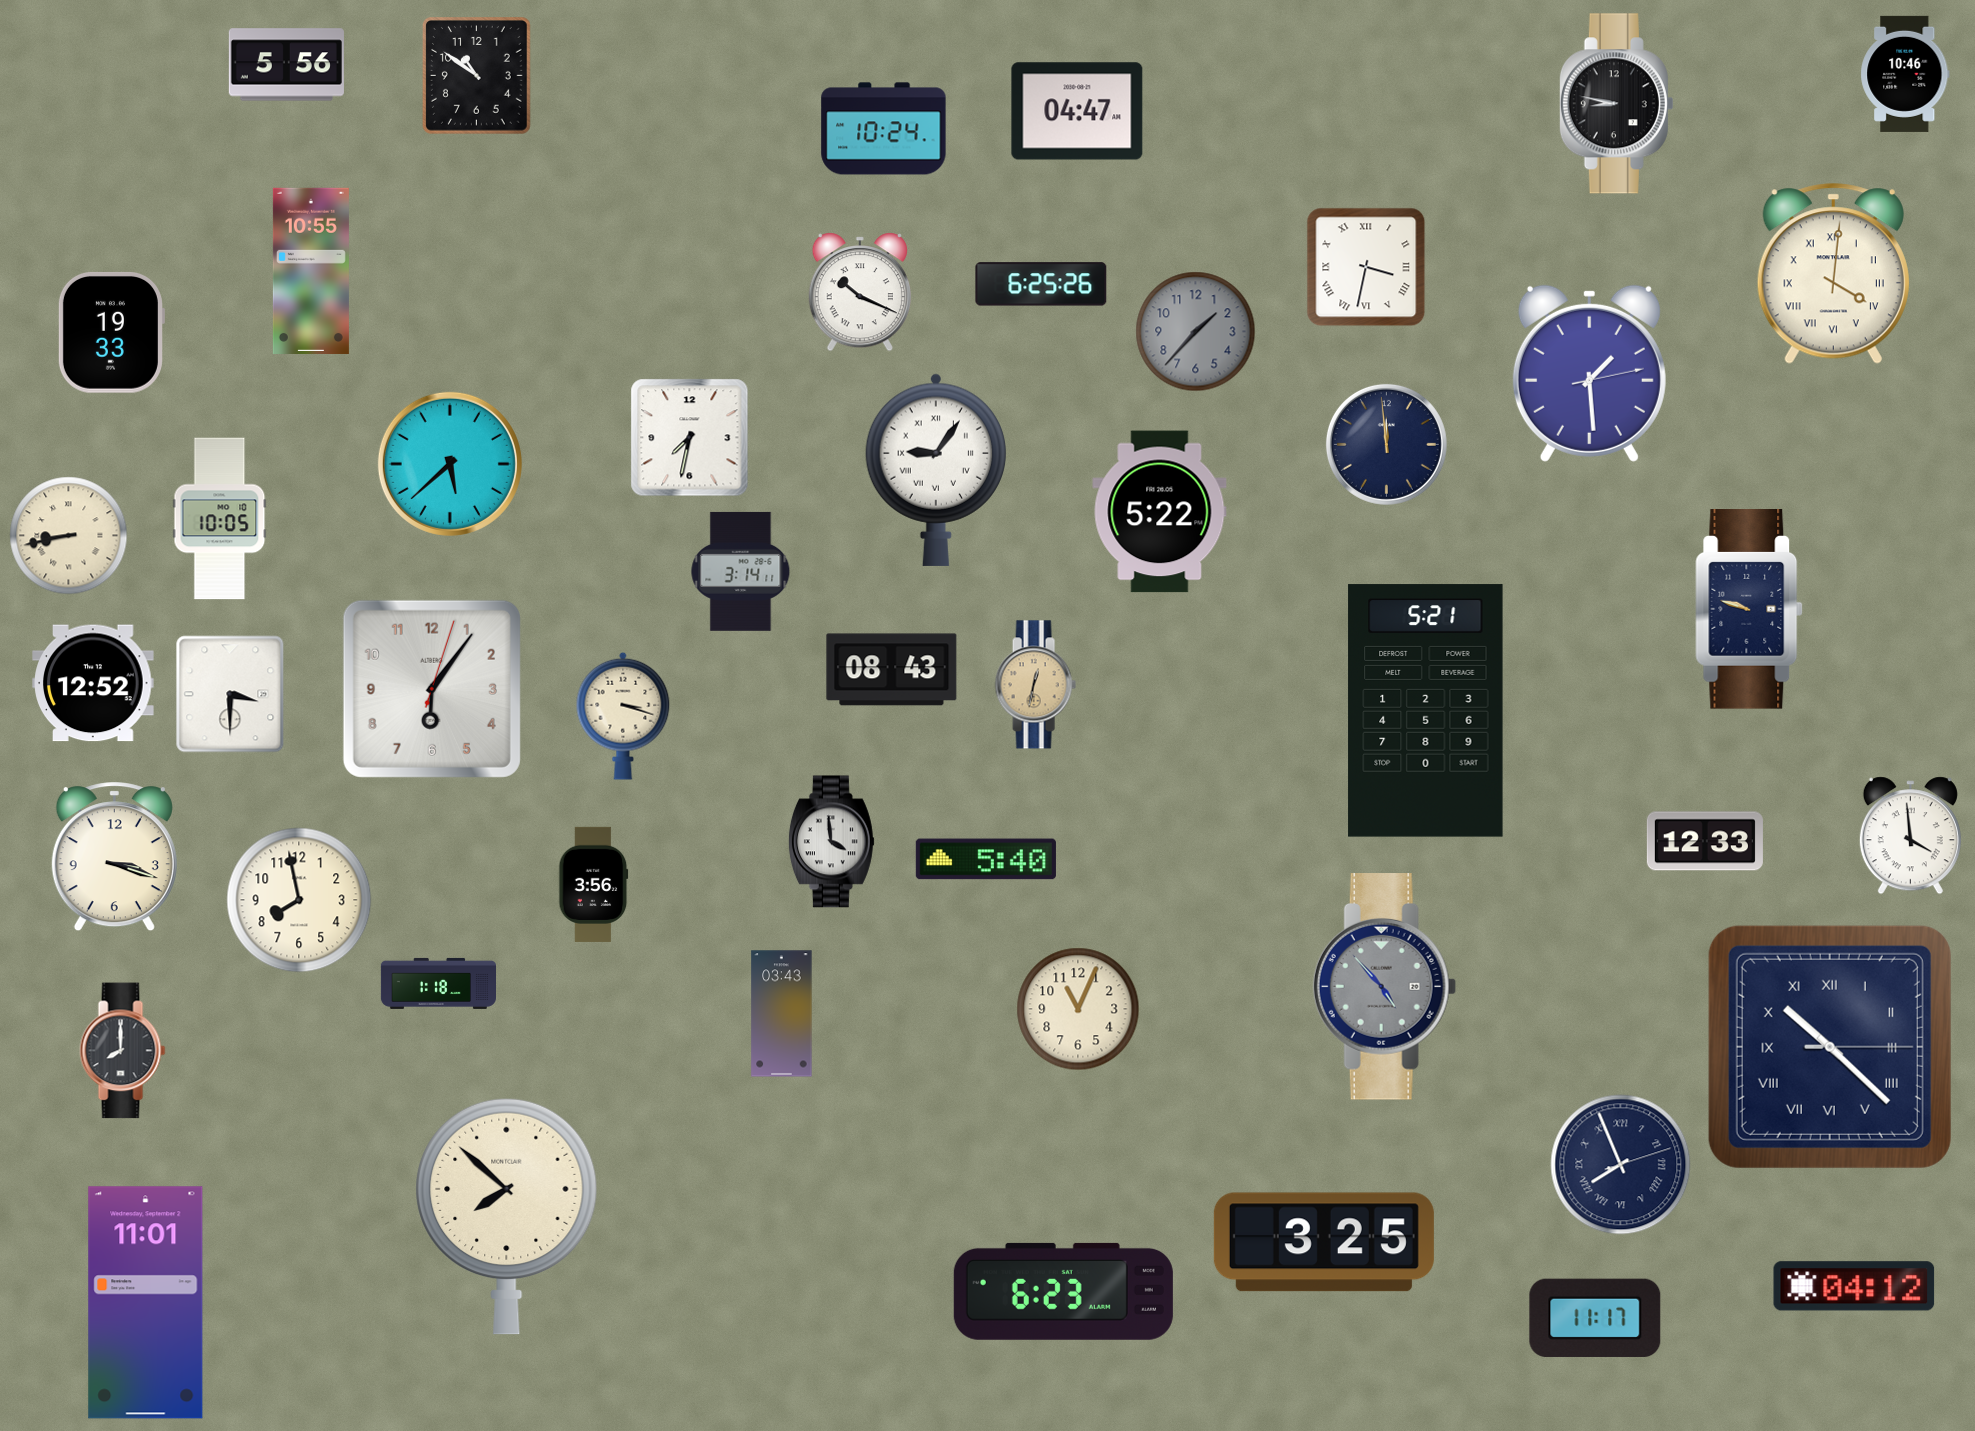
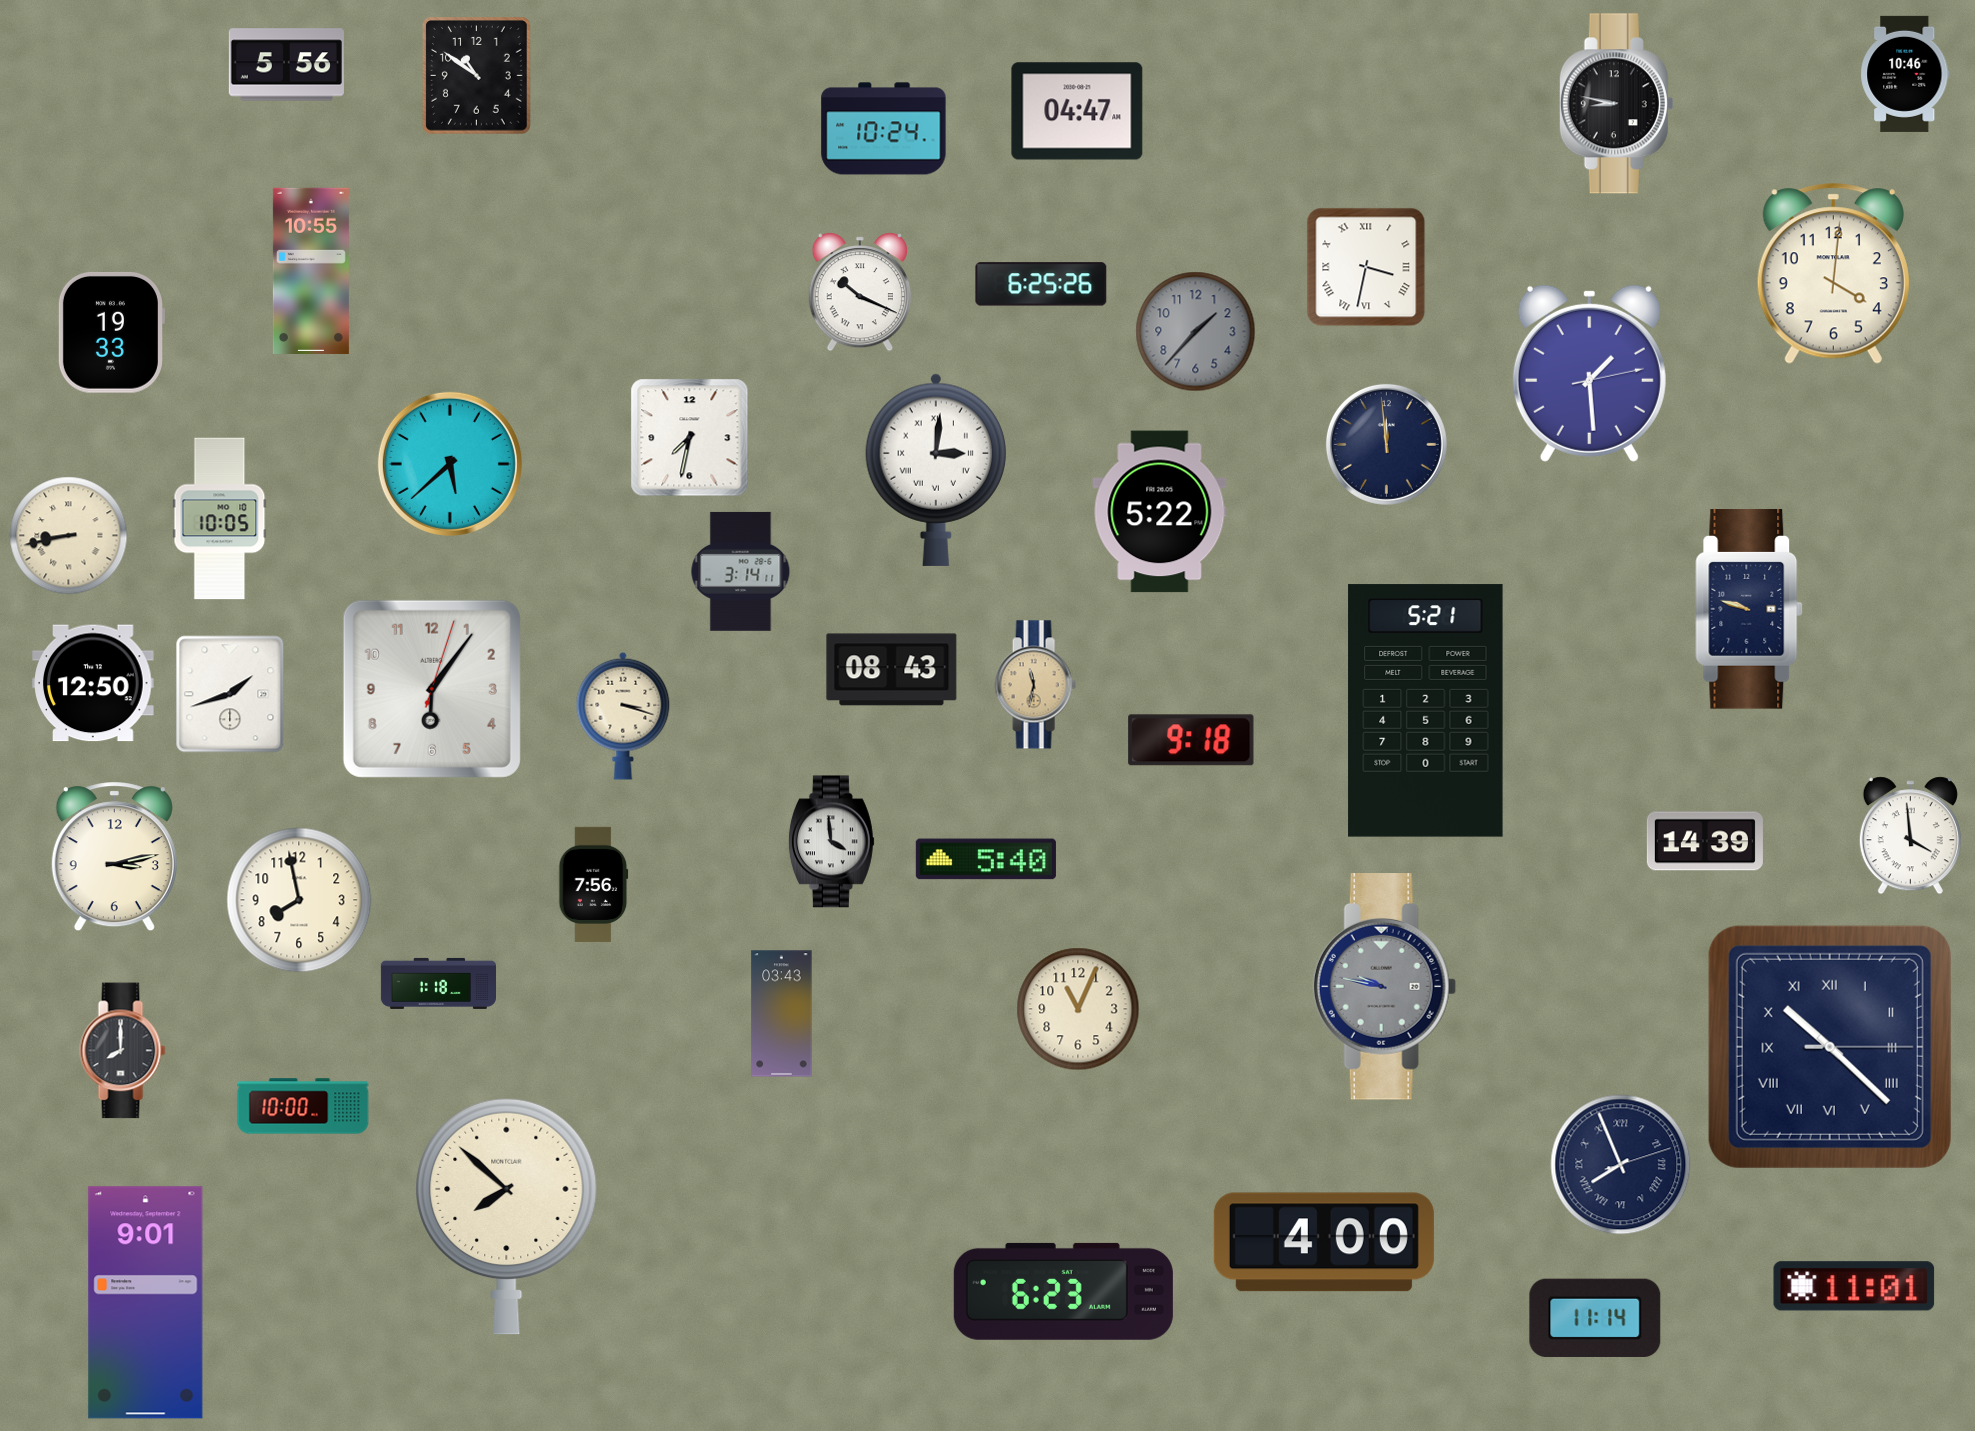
clock at (1833, 274) numerals: Roman -> Arabic
clock at (936, 470): 9:06 -> 3:01
clock at (93, 683): 12:52 -> 12:50
clock at (1035, 685): 12:32 -> 11:32
clock at (230, 694): 3:30 -> 1:42
clock at (1191, 740): none -> 9:18
clock at (1705, 841): 12:33 -> 14:39
clock at (114, 857): 3:18 -> 3:13
clock at (594, 884): 3:56 -> 7:56
clock at (1384, 987): 4:53 -> 9:47
clock at (303, 1106): none -> 10:00
clock at (1324, 1242): 3:25 -> 4:00
clock at (1854, 1286): 04:12 -> 11:01
clock at (146, 1303): 11:01 -> 9:01
clock at (1595, 1317): 11:17 -> 11:14
